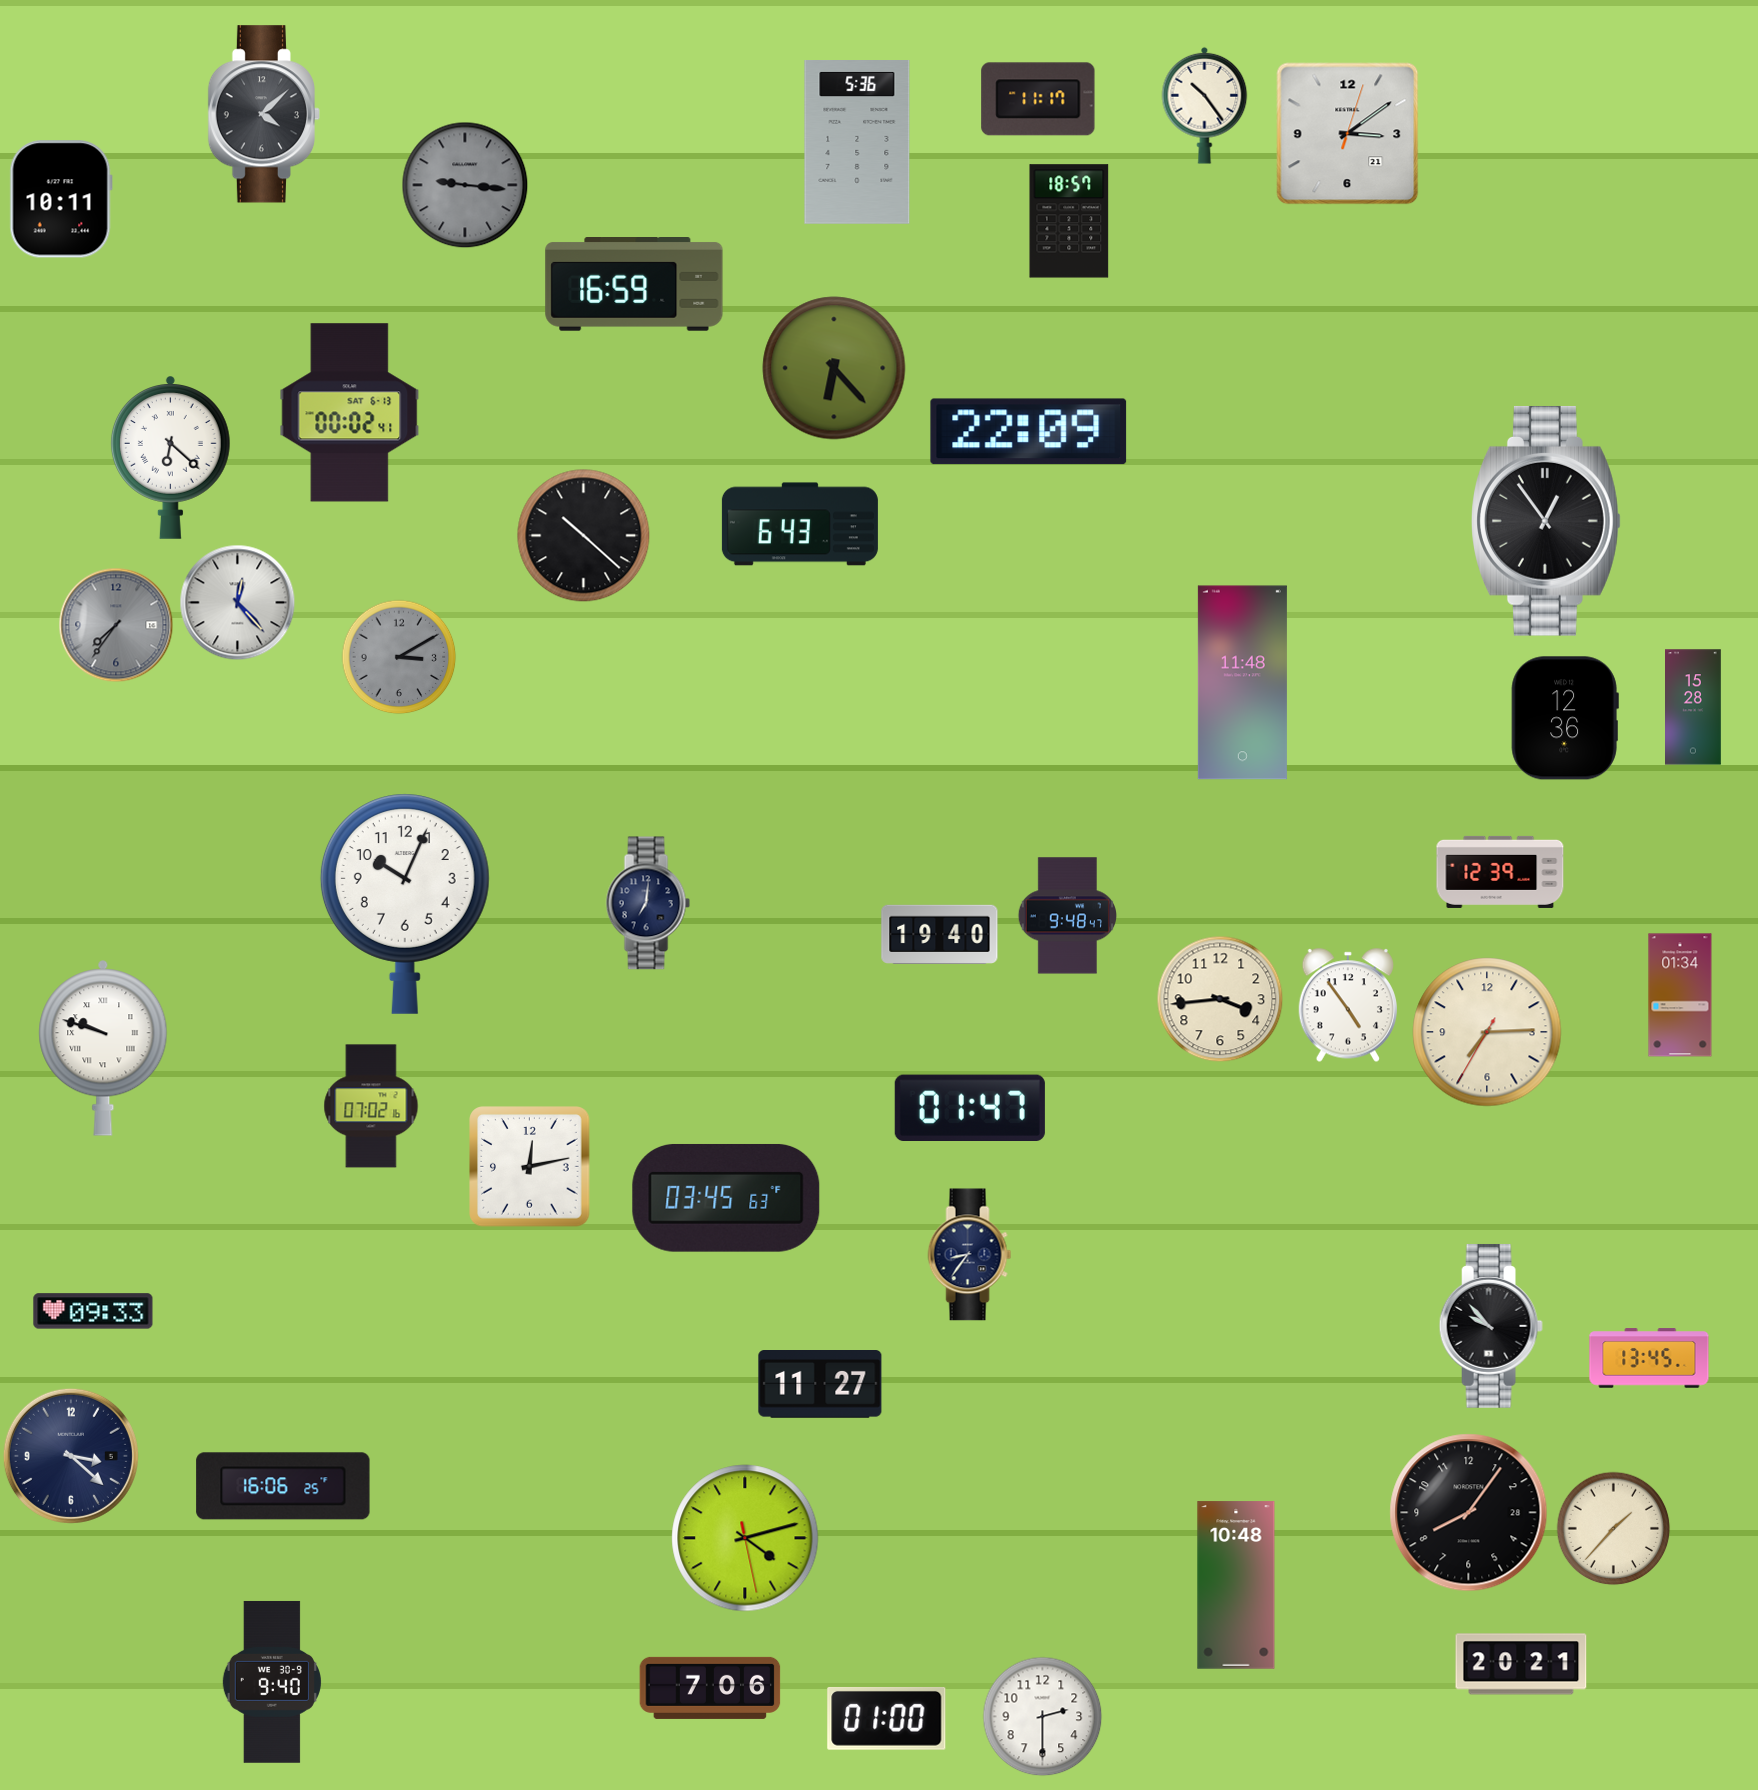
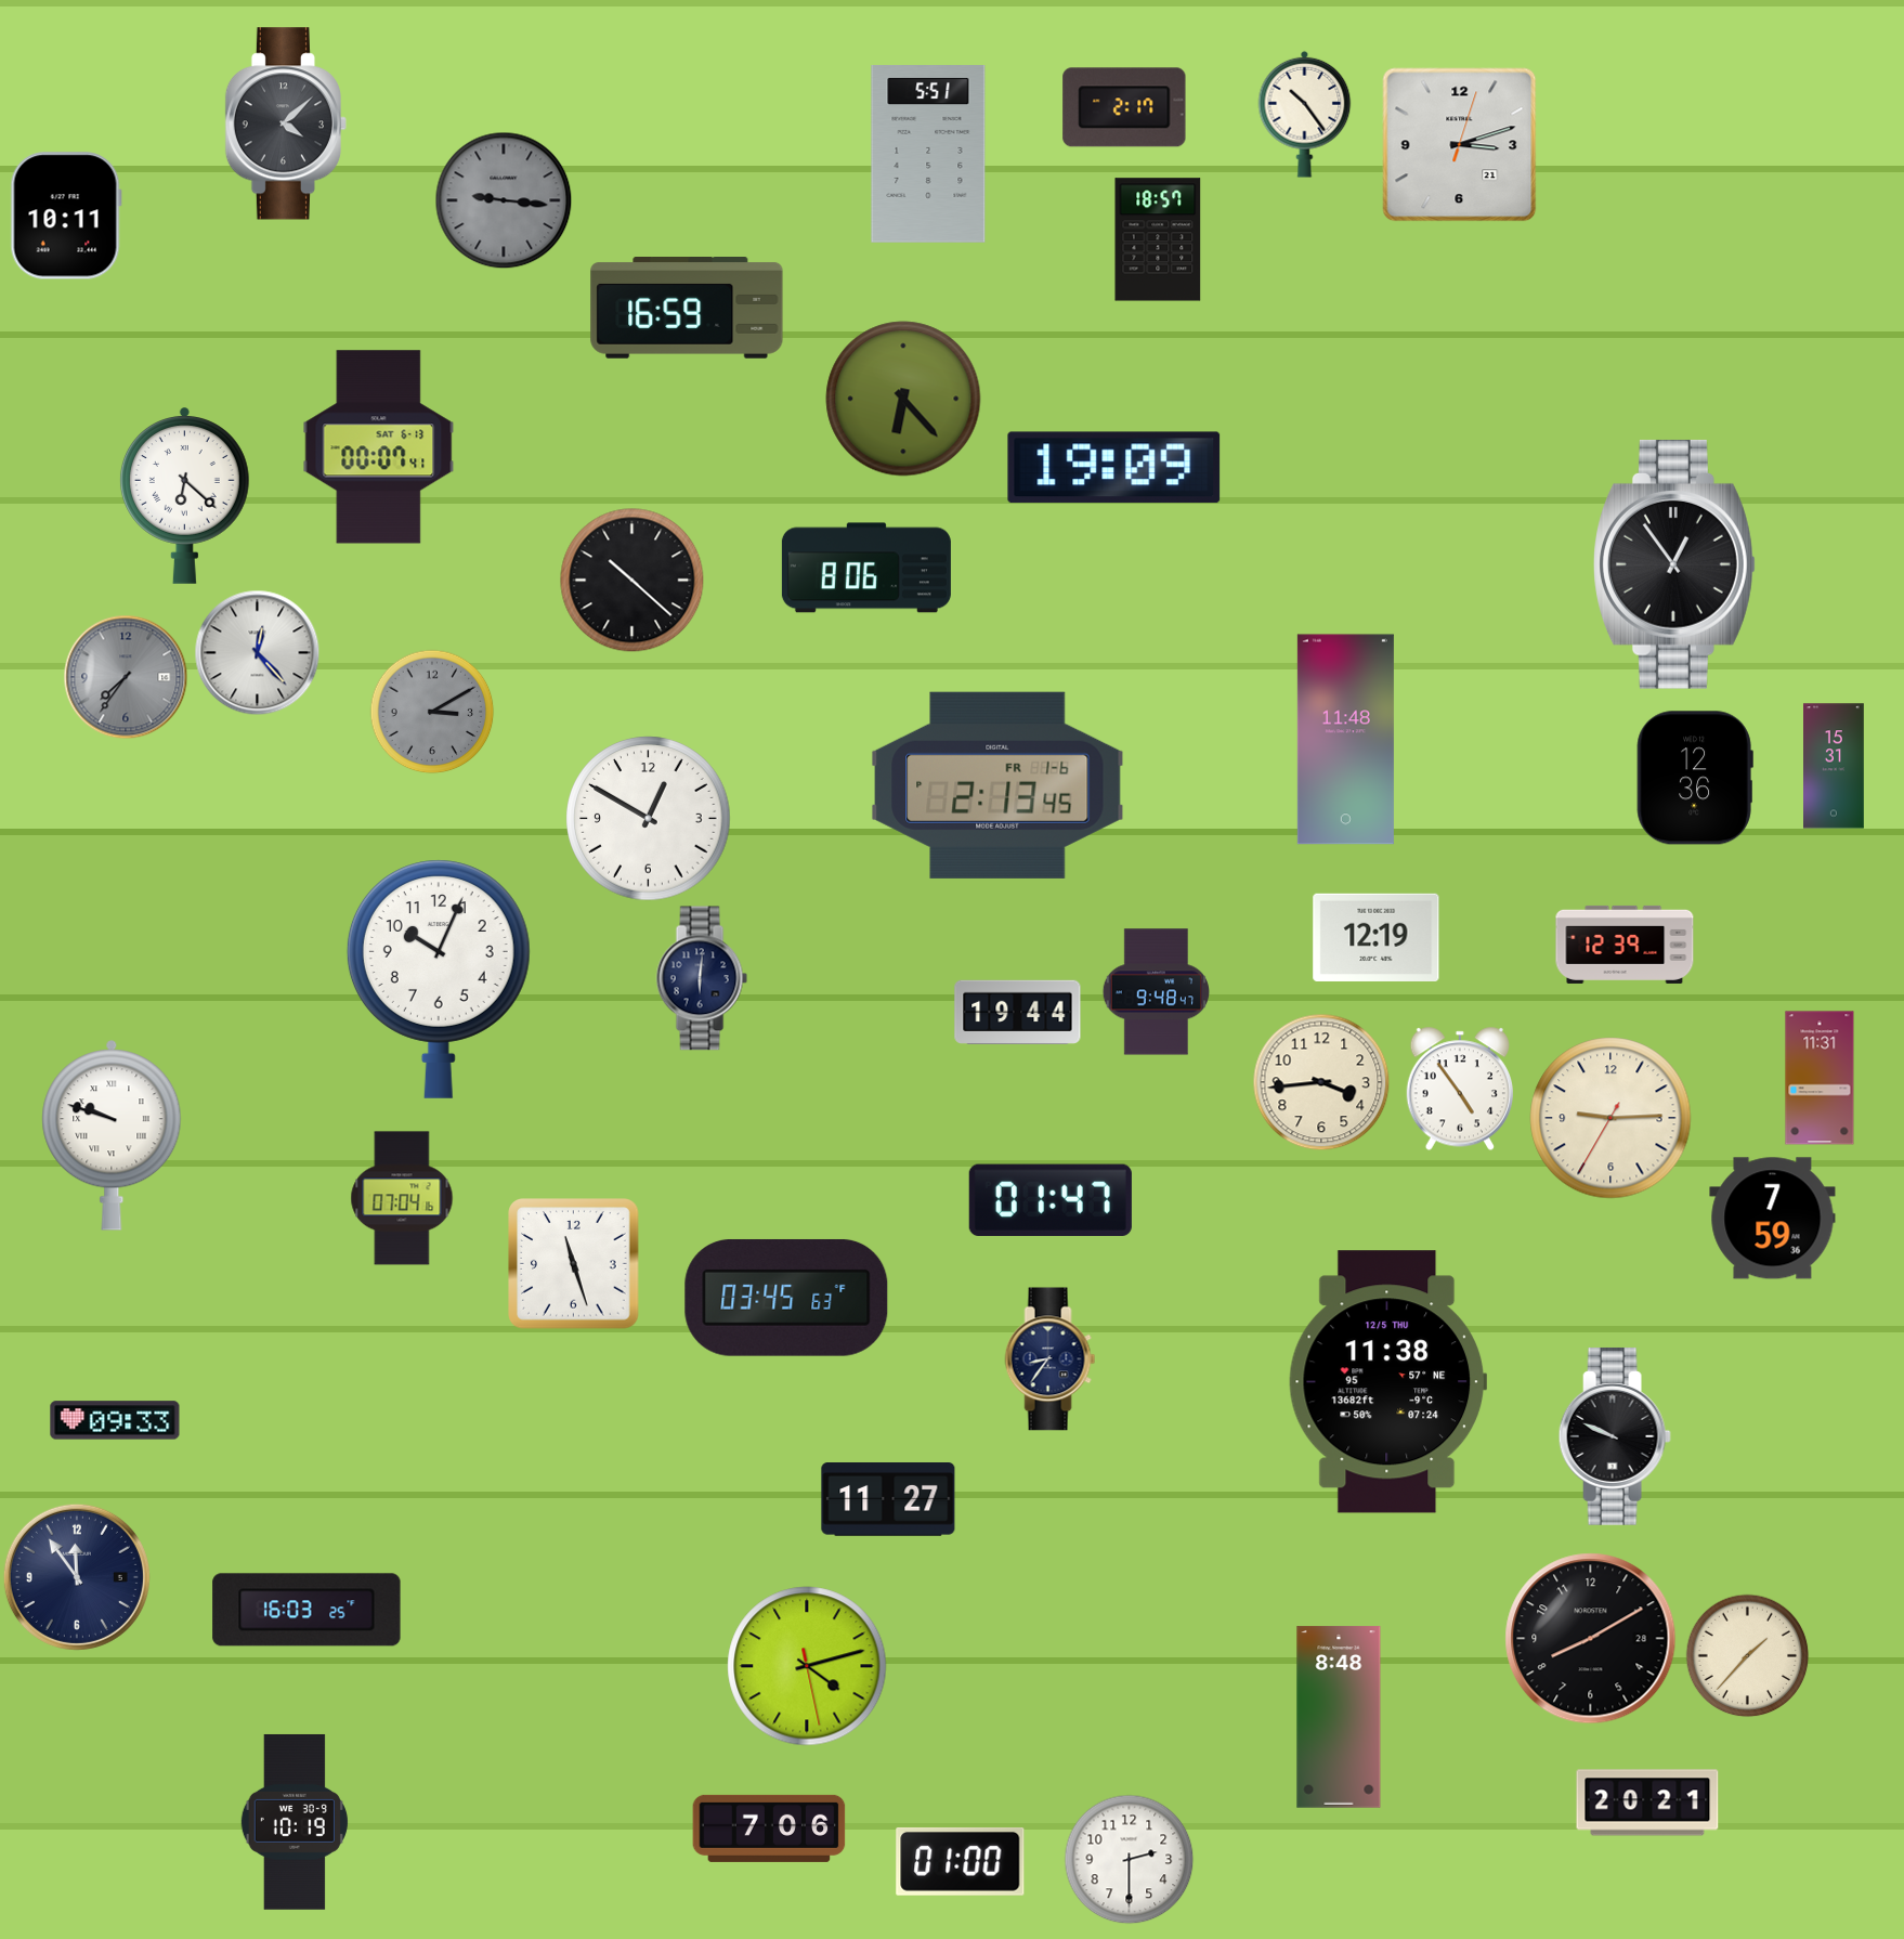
clock at (1038, 99): 11:17 -> 2:17
clock at (1348, 134): 3:09 -> 3:12
clock at (857, 142): 5:36 -> 5:51
clock at (350, 413): 00:02 -> 00:07
clock at (1029, 432): 22:09 -> 19:09
clock at (800, 524): 6:43 -> 8:06
clock at (1693, 707): 15:28 -> 15:31
clock at (997, 785): none -> 2:13
clock at (649, 819): none -> 12:50
clock at (1377, 937): none -> 12:19
clock at (648, 903): 7:01 -> 6:01
clock at (940, 934): 19:40 -> 19:44
clock at (1680, 995): 01:34 -> 11:31
clock at (1487, 1032): 7:14 -> 9:14
clock at (371, 1106): 07:02 -> 07:04
clock at (1773, 1219): none -> 7:59
clock at (530, 1167): 12:13 -> 11:27
clock at (1387, 1382): none -> 11:38
clock at (93, 1311) position: (93, 1311) -> (115, 1420)
clock at (1491, 1326): 9:53 -> 9:49
clock at (1649, 1358): 13:45 -> none
clock at (71, 1456): 3:22 -> 11:54
clock at (283, 1486): 16:06 -> 16:03
clock at (1469, 1513): 8:06 -> 8:10
clock at (1236, 1585): 10:48 -> 8:48
clock at (272, 1682): 9:40 -> 10:19
